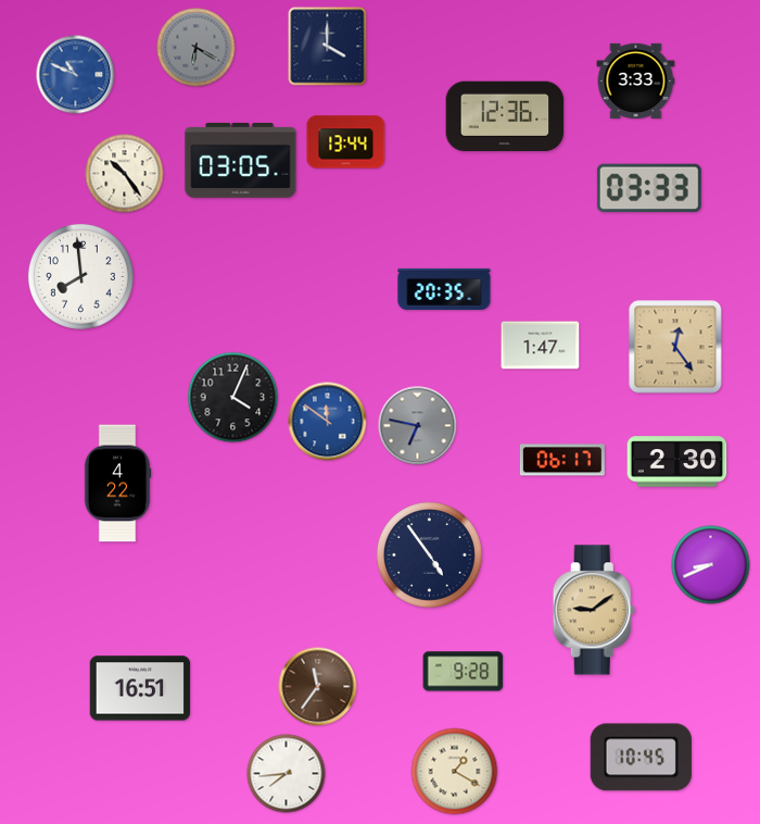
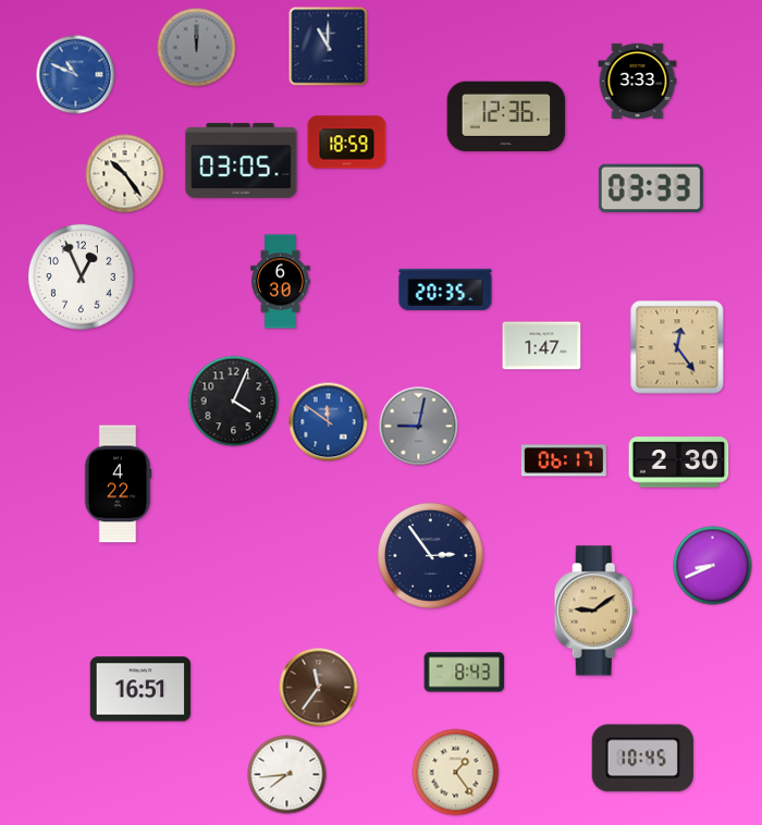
clock at (328, 47): 4:00 -> 11:00
clock at (197, 48): 6:20 -> 12:00
clock at (346, 142): 13:44 -> 18:59
clock at (80, 276): 7:59 -> 12:56
clock at (281, 282): none -> 6:30
clock at (233, 398) position: (233, 398) -> (234, 402)
clock at (418, 426): 6:47 -> 9:02
clock at (429, 554): 4:54 -> 2:54
clock at (464, 672): 9:28 -> 8:43
clock at (455, 772): 1:20 -> 1:24
